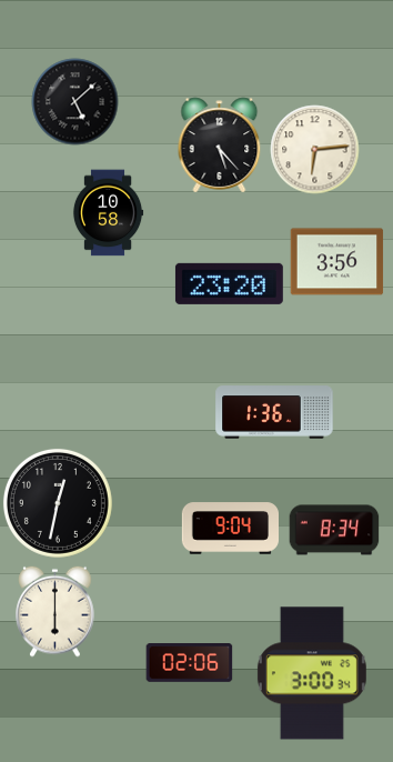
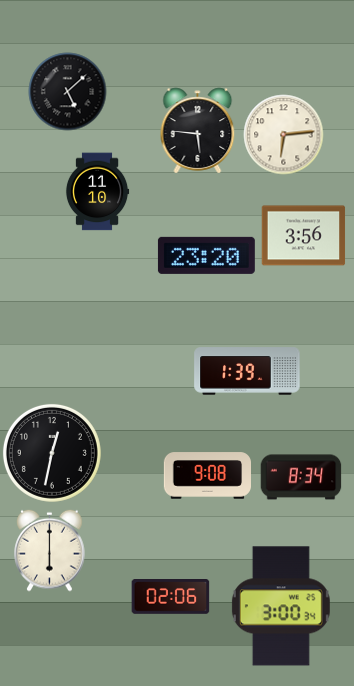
clock at (220, 144): 5:23 -> 5:46
clock at (108, 212): 10:58 -> 11:10
clock at (274, 412): 1:36 -> 1:39
clock at (230, 529): 9:04 -> 9:08
